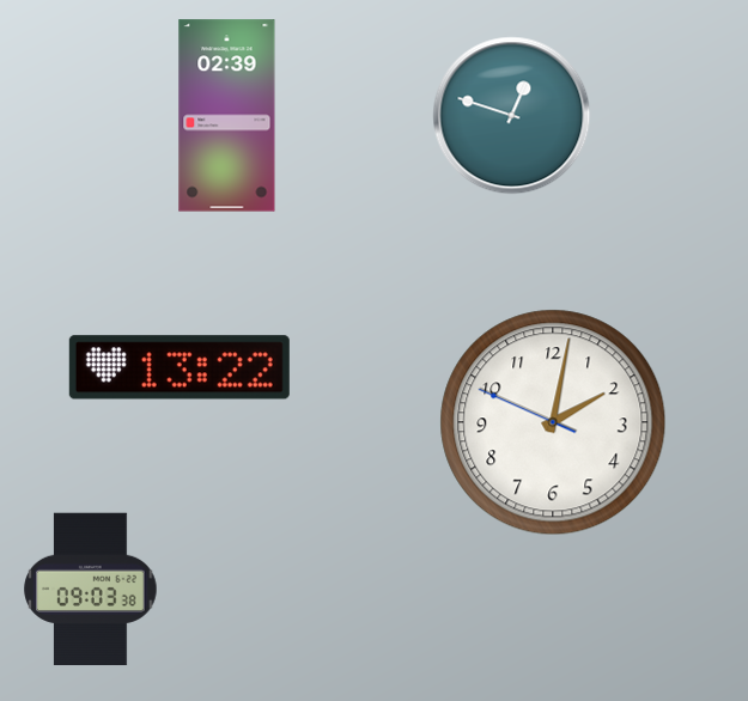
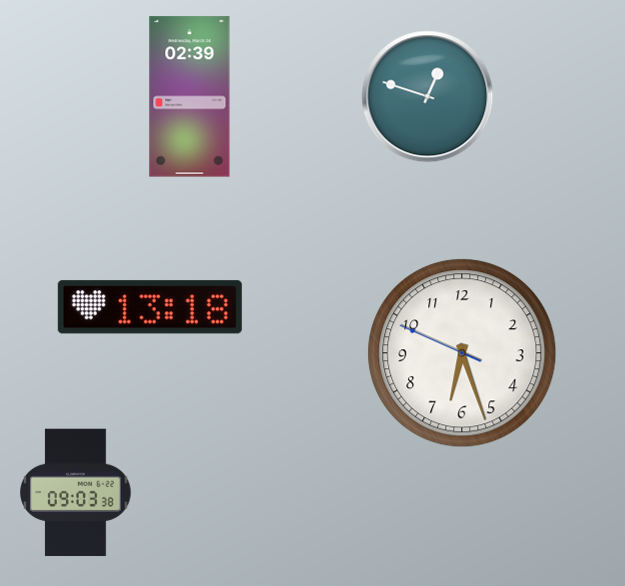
clock at (180, 367): 13:22 -> 13:18
clock at (553, 422): 2:01 -> 6:26
